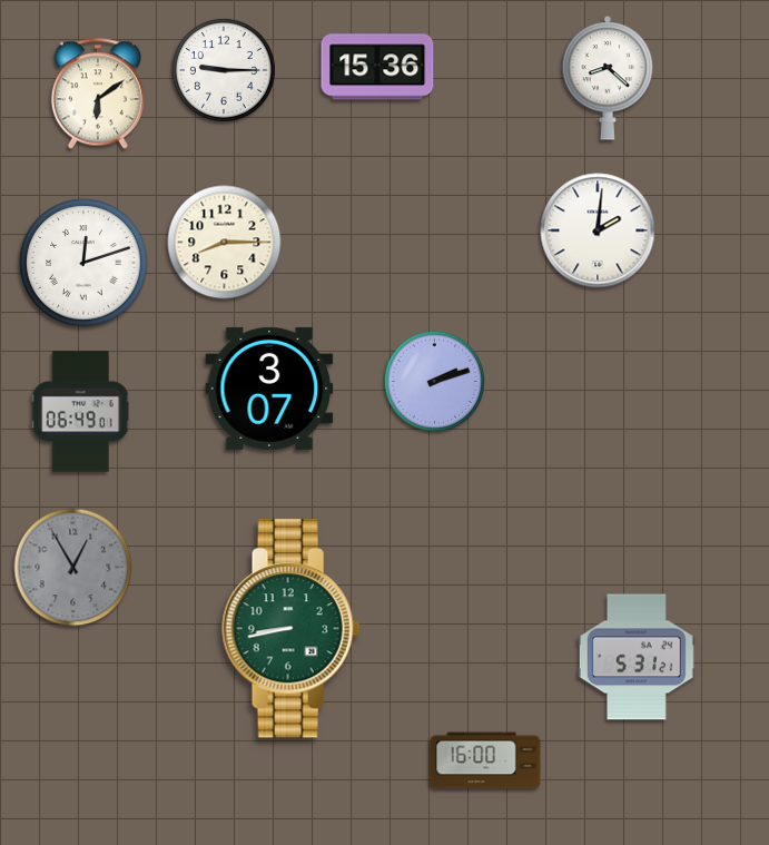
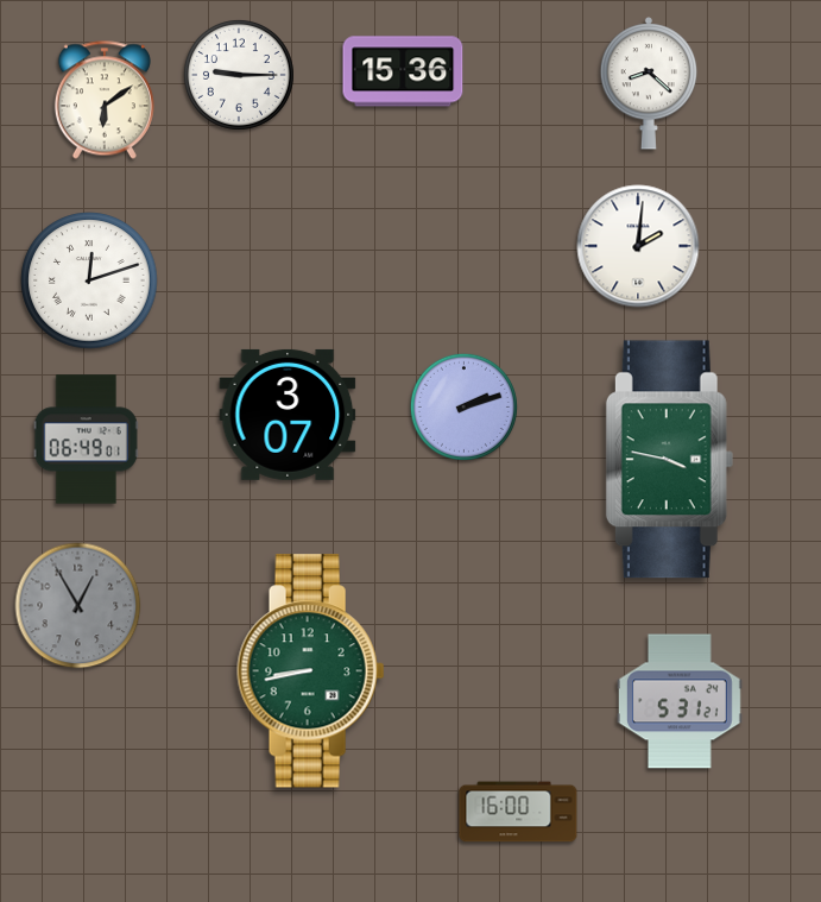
clock at (225, 243): 8:15 -> none
clock at (669, 460): none -> 3:47
